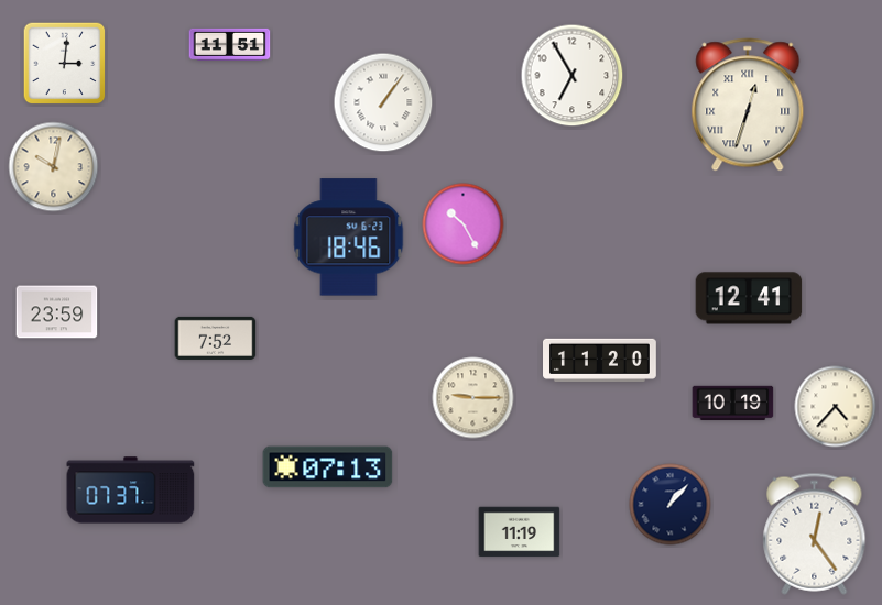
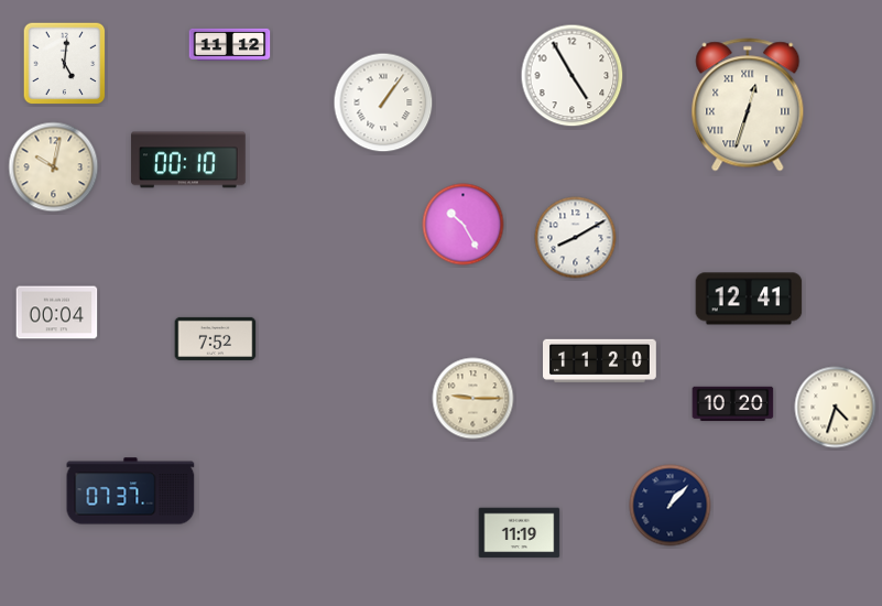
clock at (230, 44): 11:51 -> 11:12
clock at (65, 64): 3:01 -> 5:01
clock at (573, 76): 6:55 -> 4:55
clock at (188, 160): none -> 00:10
clock at (349, 238): 18:46 -> none
clock at (576, 238): none -> 8:10
clock at (57, 312): 23:59 -> 00:04
clock at (733, 404): 10:19 -> 10:20
clock at (836, 407): 4:37 -> 4:33
clock at (328, 468): 07:13 -> none
clock at (815, 533): 12:24 -> none
